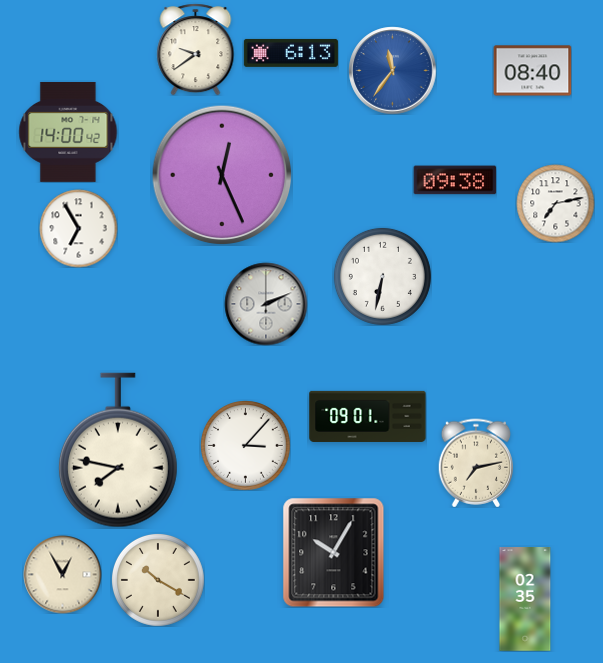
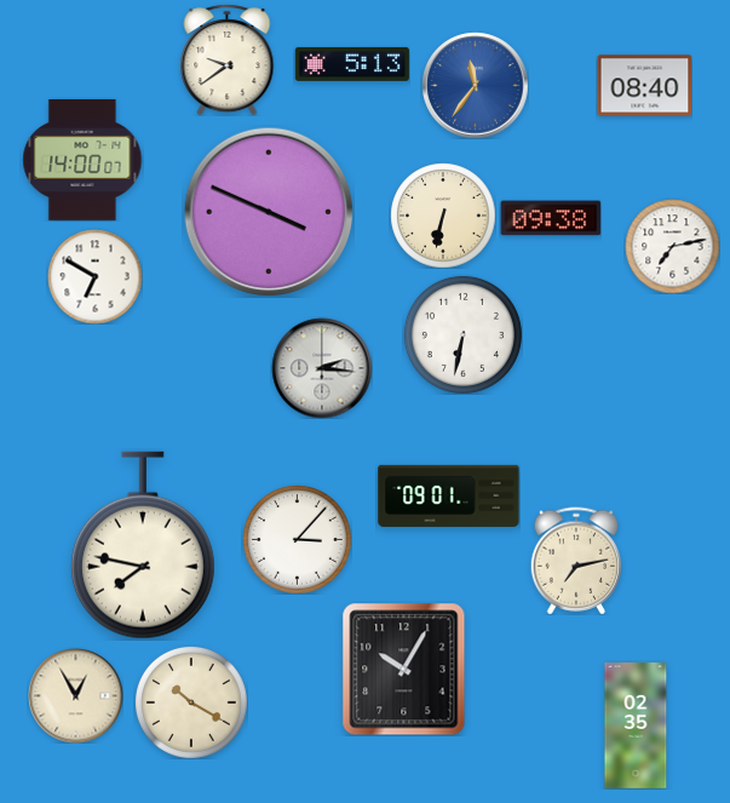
clock at (196, 49) position: (196, 49) -> (228, 59)
clock at (291, 53): 6:13 -> 5:13
clock at (68, 132): 14:00:42 -> 14:00:07
clock at (222, 175): 12:26 -> 3:49
clock at (443, 216): none -> 6:32
clock at (78, 228): 6:55 -> 6:50
clock at (266, 304): 2:11 -> 2:16
clock at (368, 416) position: (368, 416) -> (449, 495)
